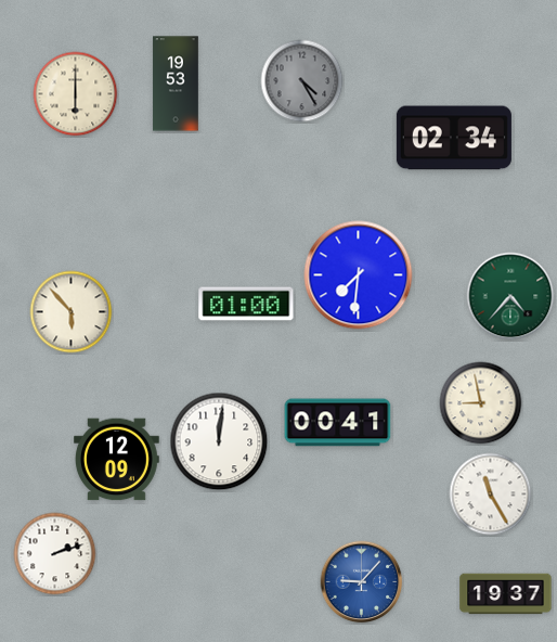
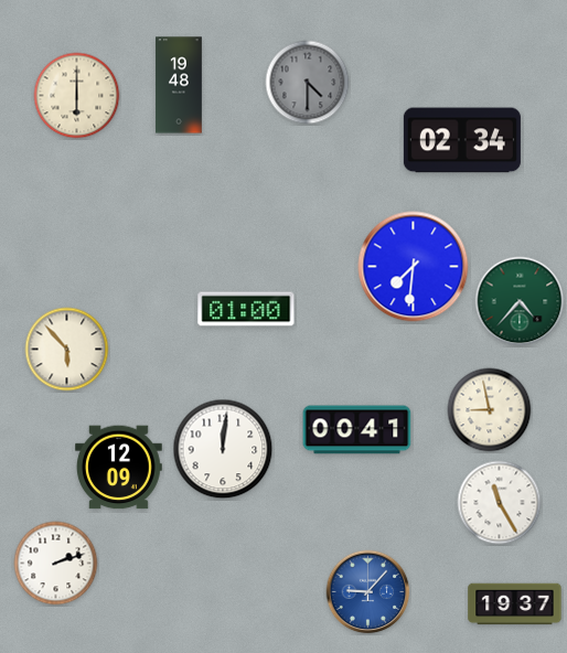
clock at (302, 81): 4:25 -> 4:30
clock at (176, 84): 19:53 -> 19:48
clock at (359, 275) position: (359, 275) -> (414, 267)
clock at (246, 304) position: (246, 304) -> (246, 309)
clock at (72, 312) position: (72, 312) -> (67, 350)
clock at (338, 423) position: (338, 423) -> (357, 430)
